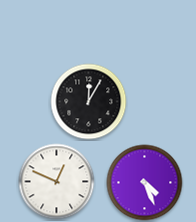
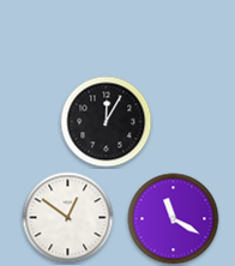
clock at (57, 182): 12:49 -> 12:51
clock at (145, 183): 4:26 -> 11:20
